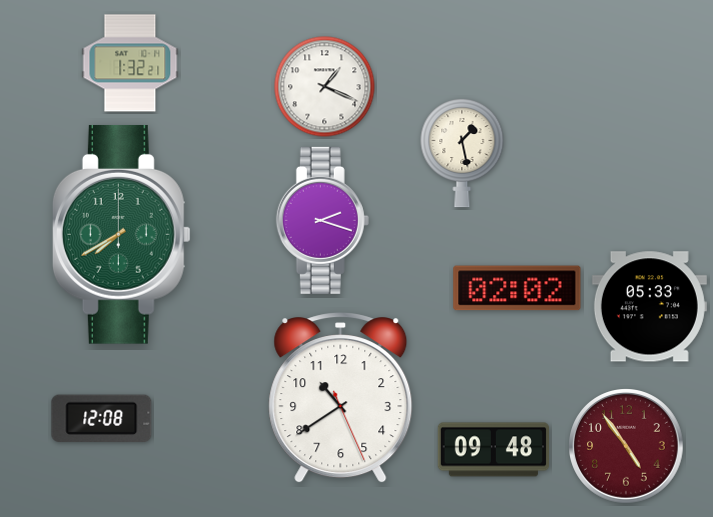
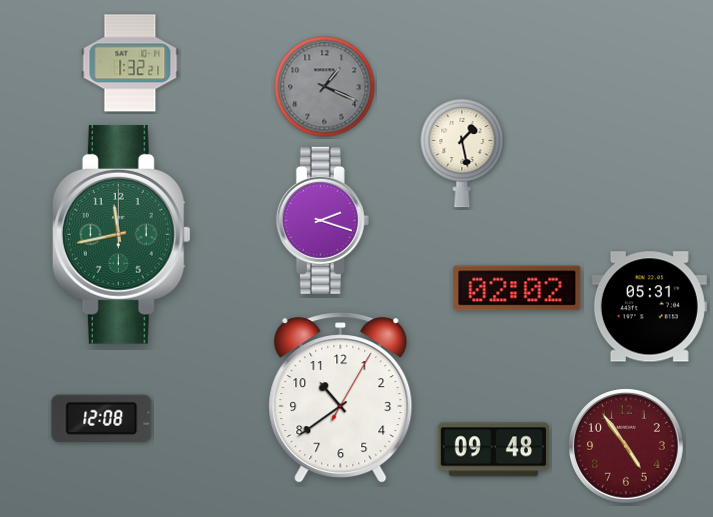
clock at (325, 87) dial: white -> grey
clock at (121, 234): 7:40 -> 11:43
clock at (649, 307): 05:33 -> 05:31
clock at (341, 398): 10:39:26 -> 10:39:05
